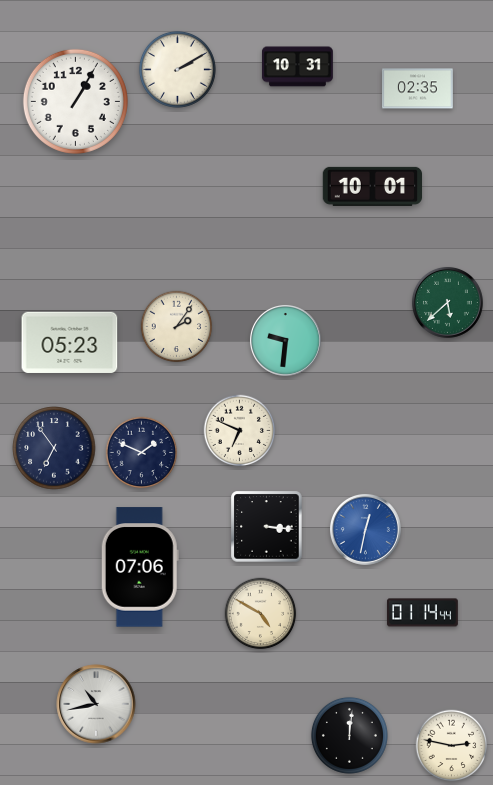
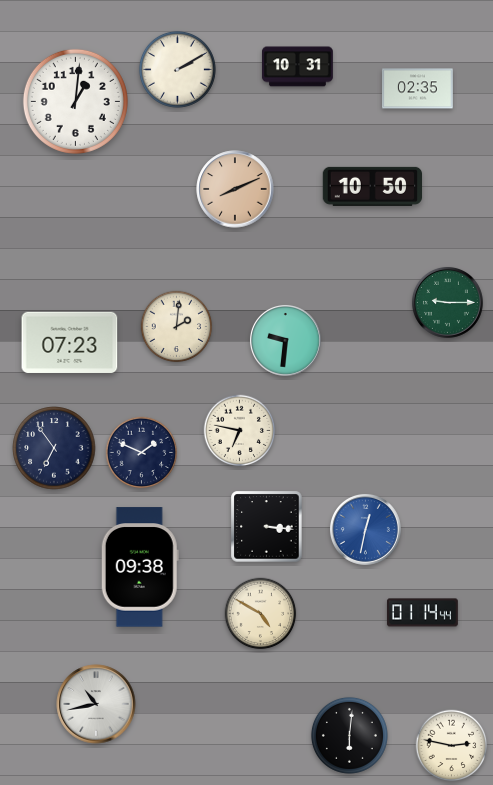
clock at (75, 101): 1:05 -> 1:01
clock at (373, 186): 10:01 -> 10:50
clock at (235, 189): none -> 8:11
clock at (447, 302): 5:38 -> 9:15
clock at (177, 327): 2:06 -> 2:01
clock at (70, 342): 05:23 -> 07:23
clock at (240, 431): 6:49 -> 6:47
clock at (140, 567): 07:06 -> 09:38
clock at (349, 735): 12:01 -> 6:01
